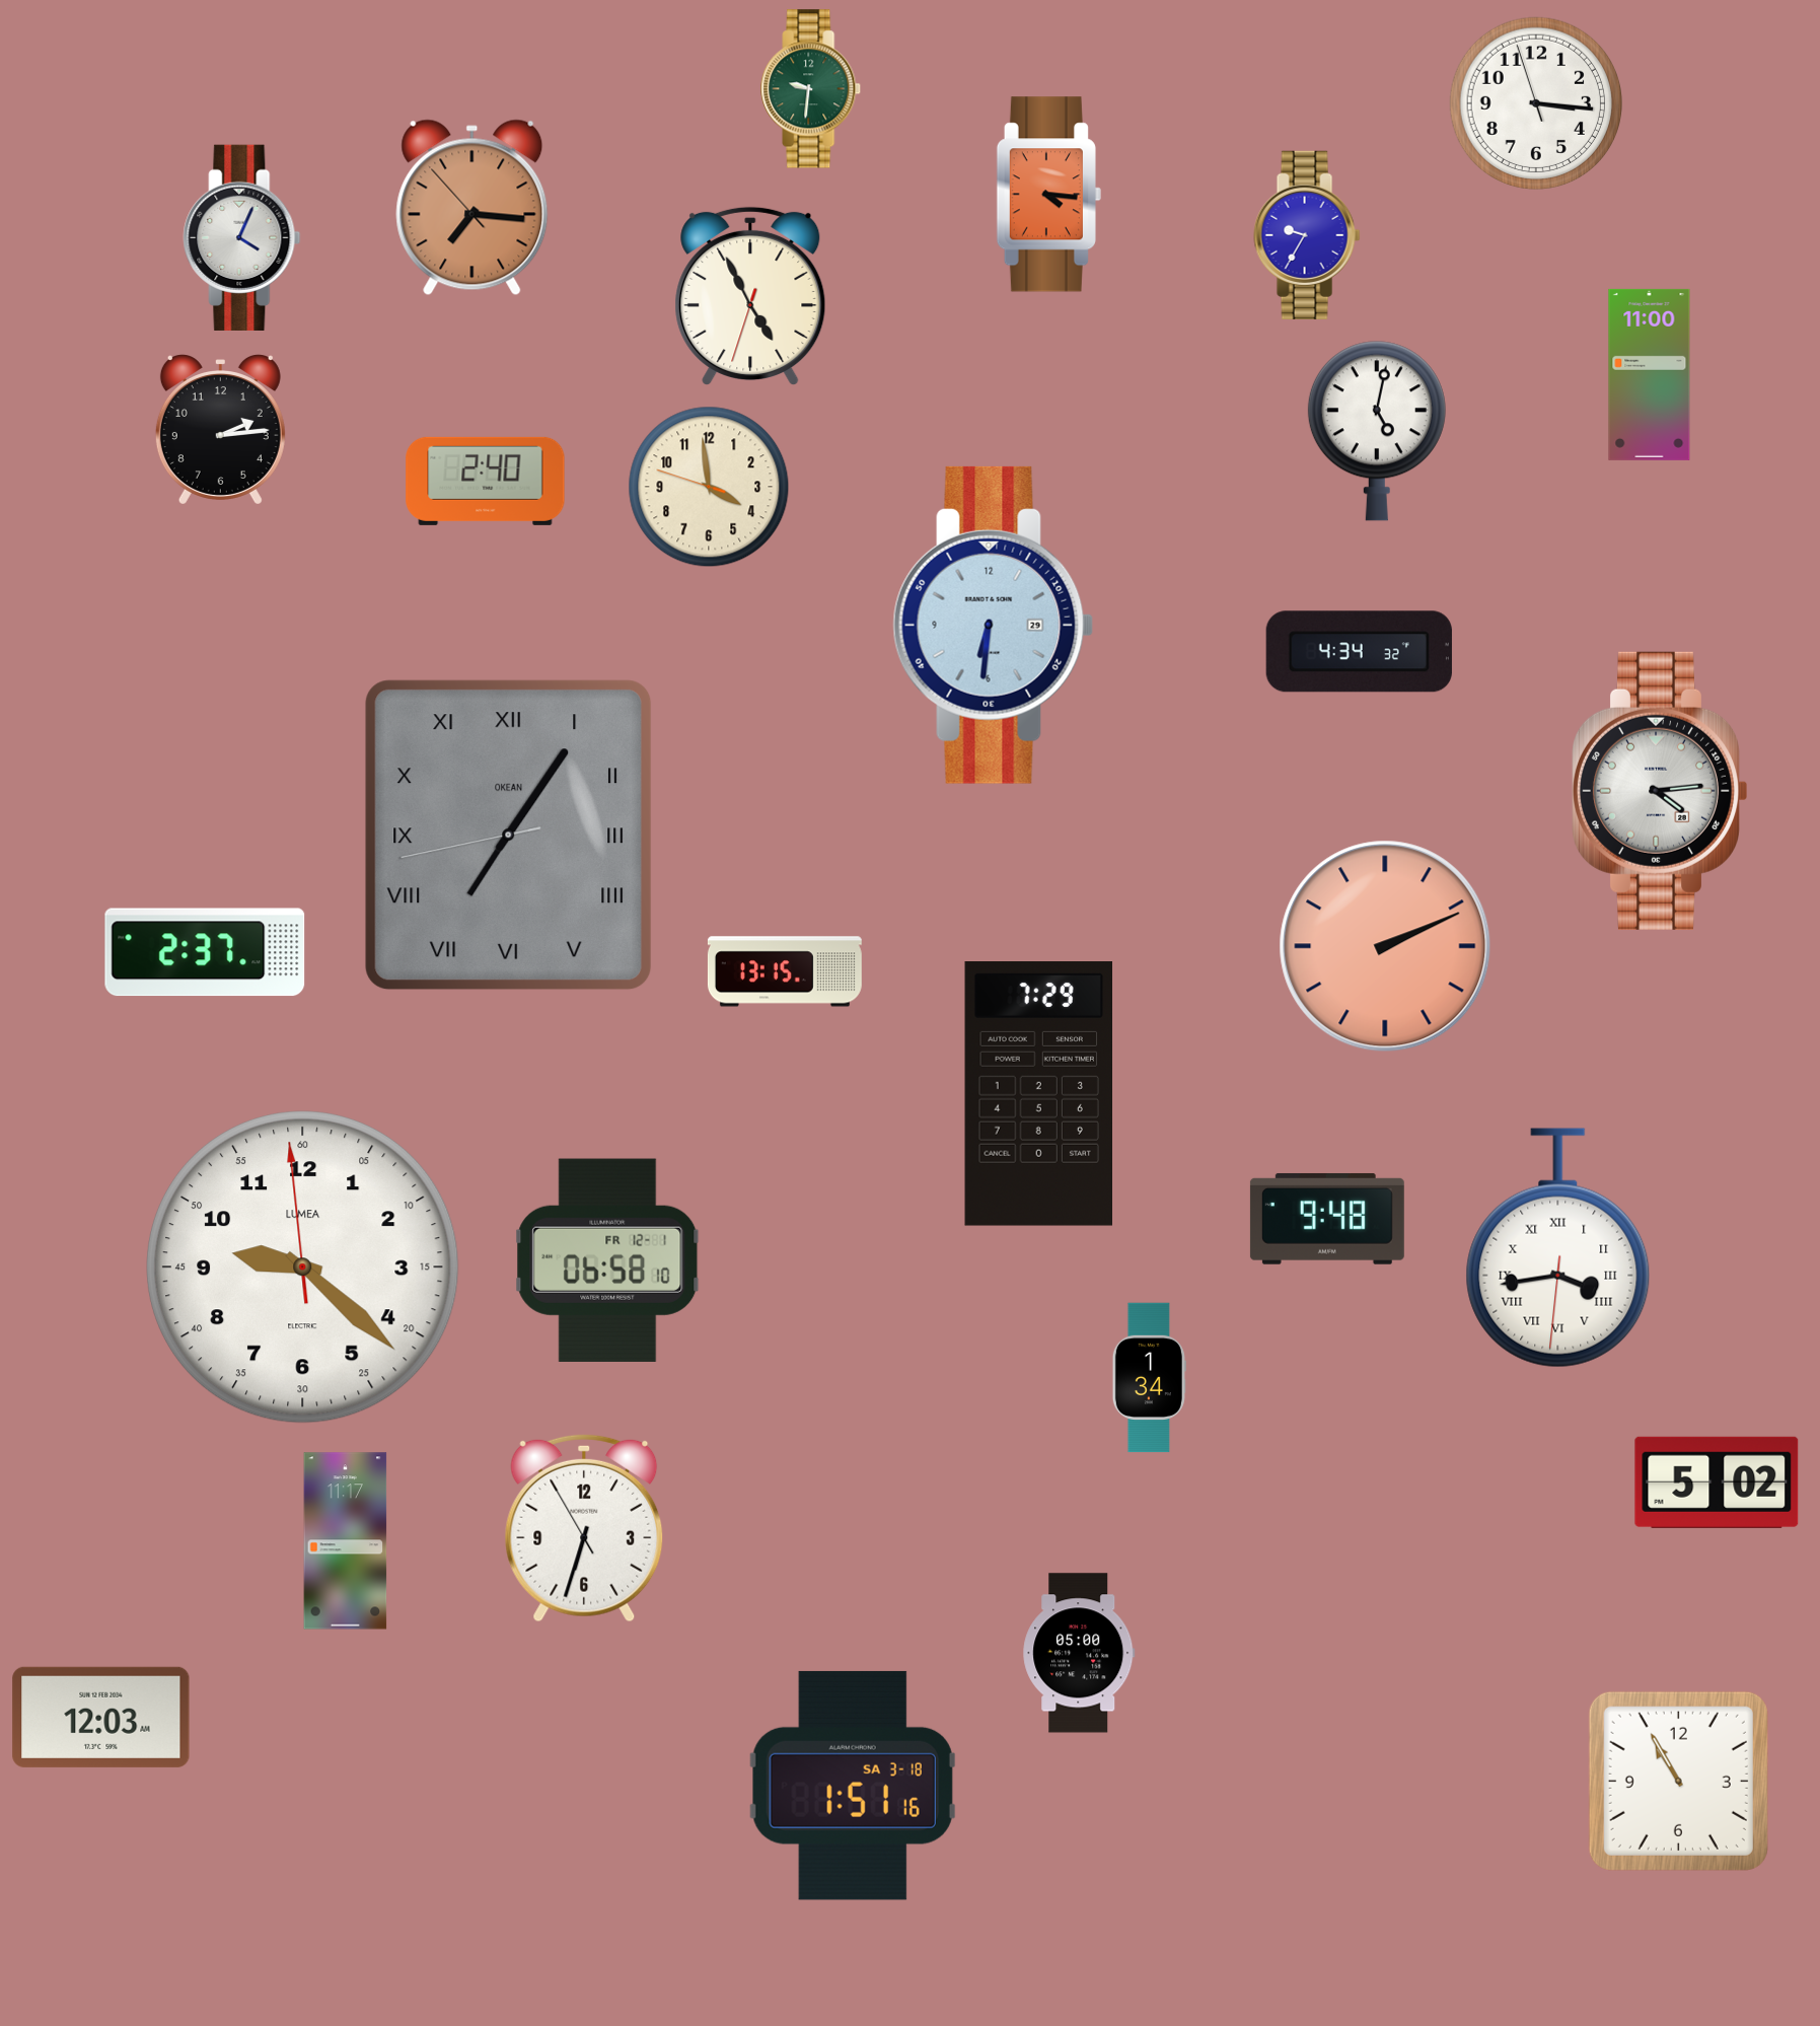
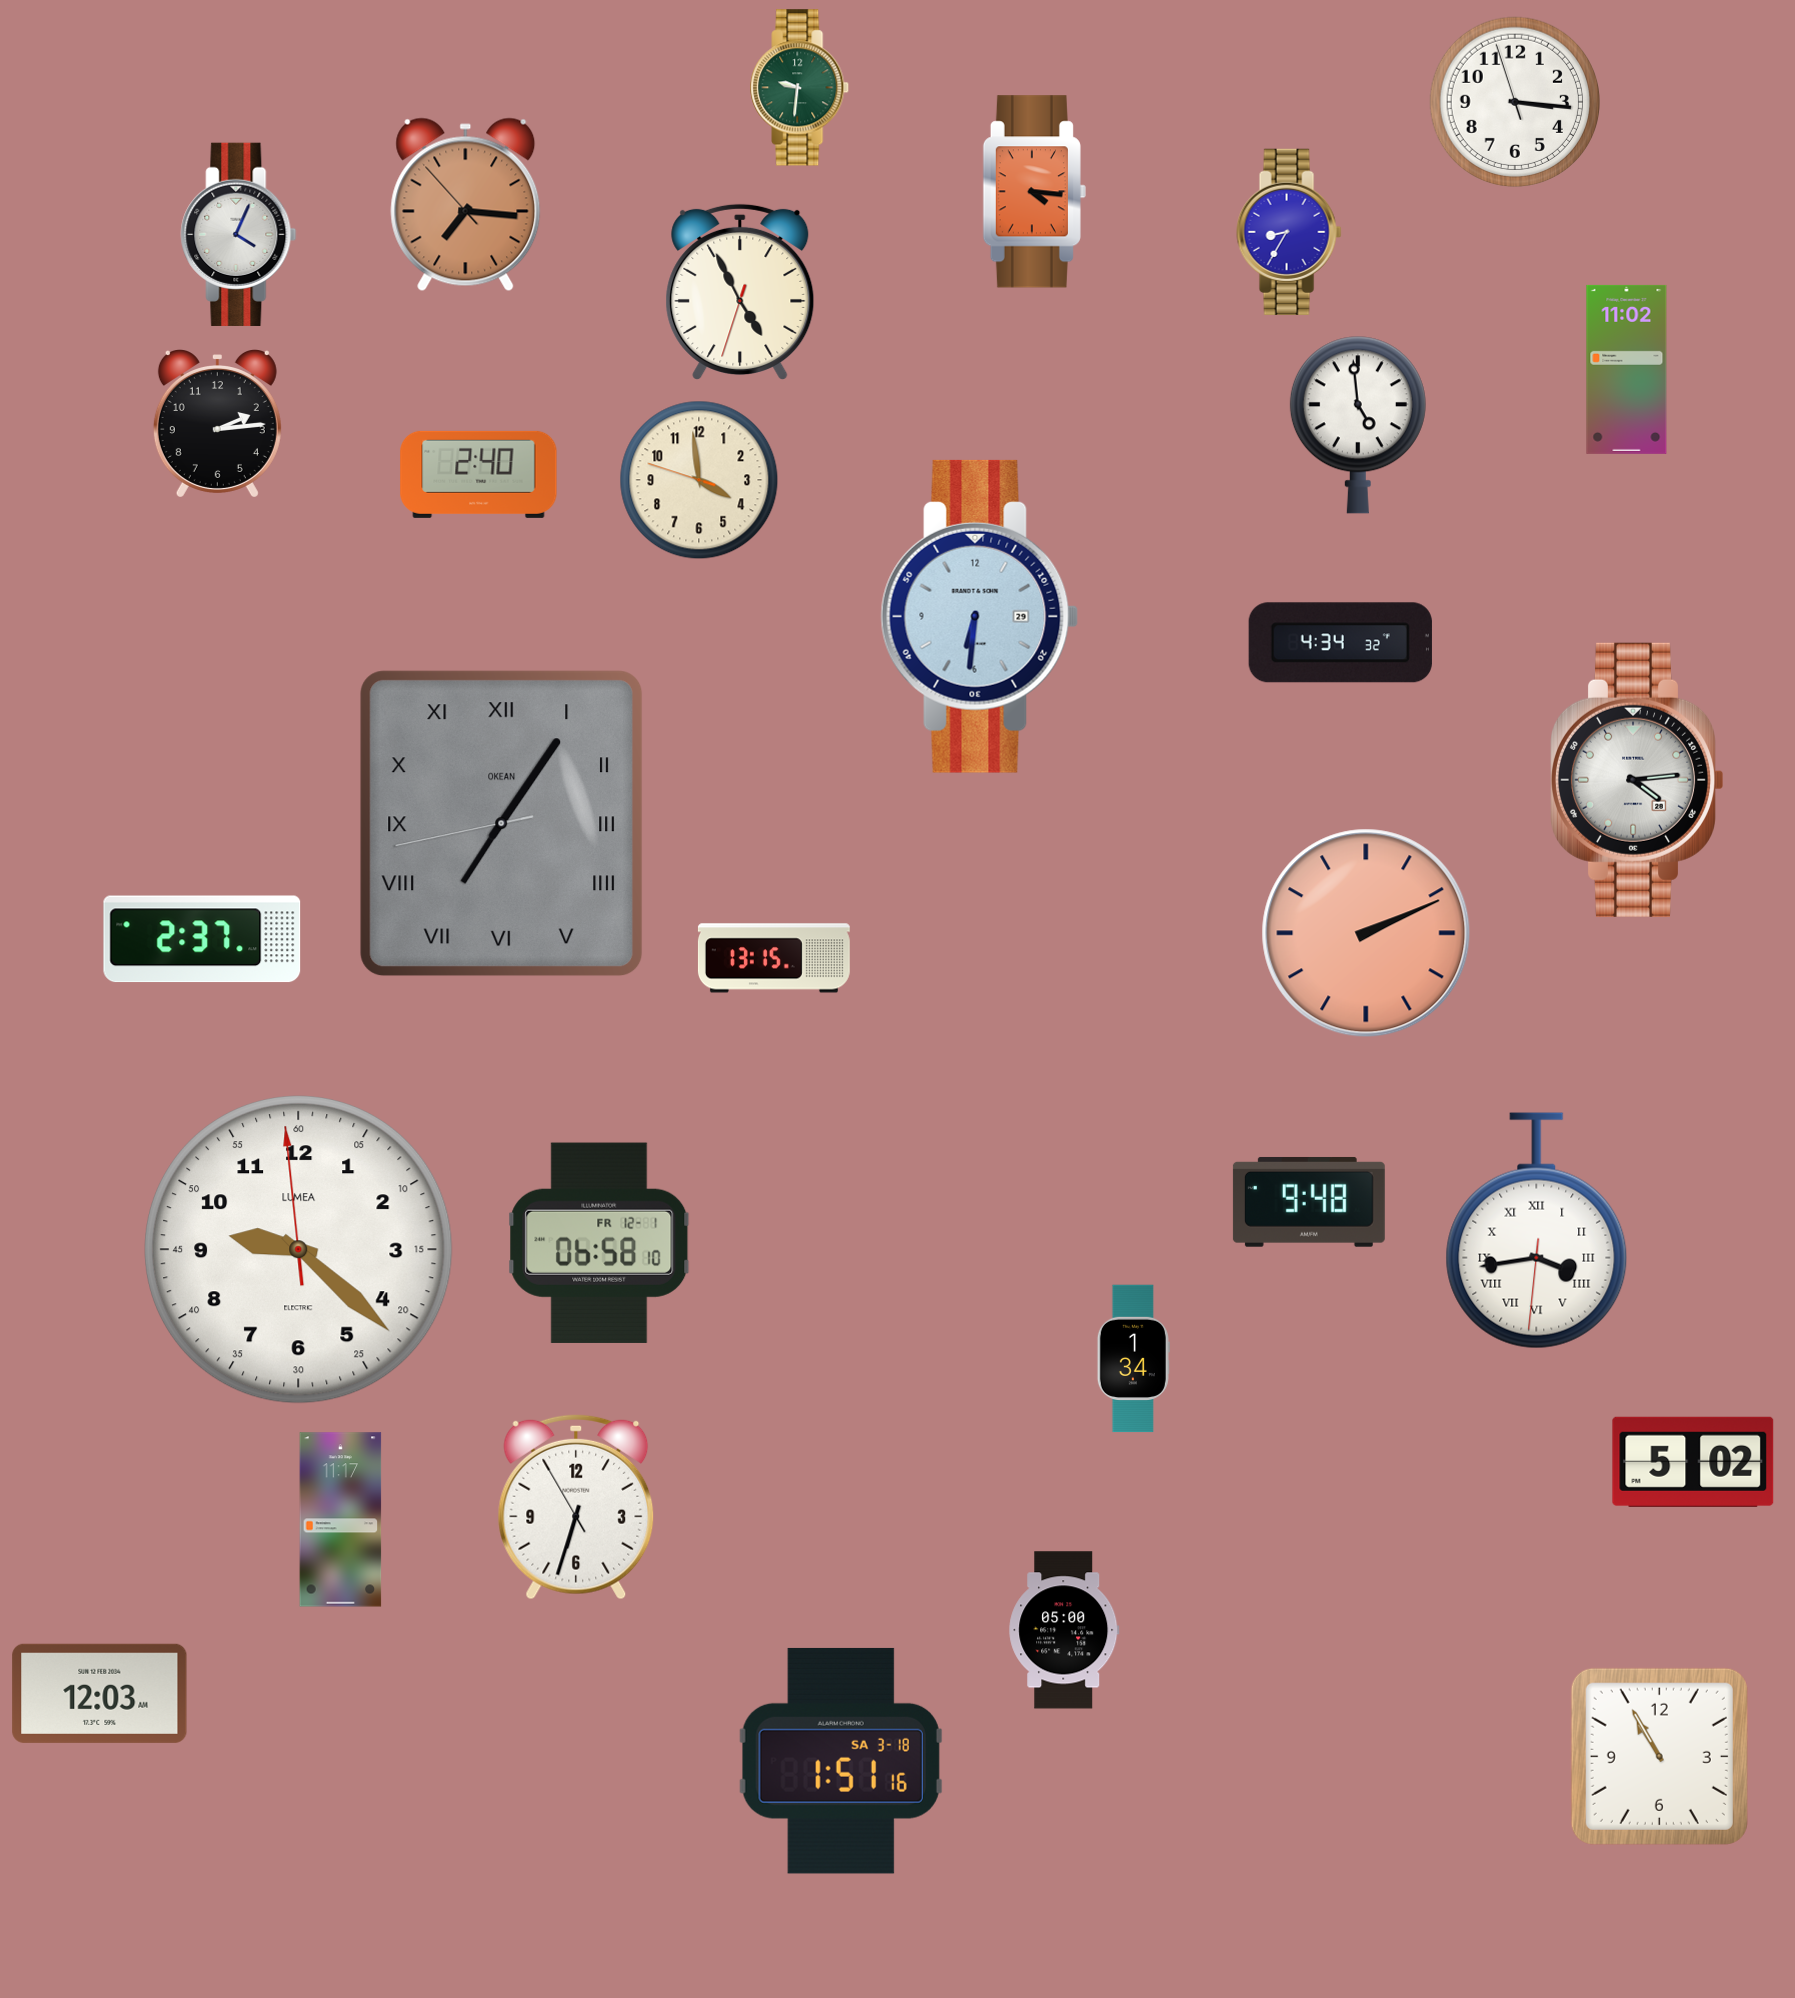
clock at (1307, 235): 9:35 -> 8:35
clock at (1650, 374): 11:00 -> 11:02
clock at (1377, 431): 5:02 -> 4:59
clock at (1038, 1094): 7:29 -> none
clock at (1678, 1781) position: (1678, 1781) -> (1659, 1756)
